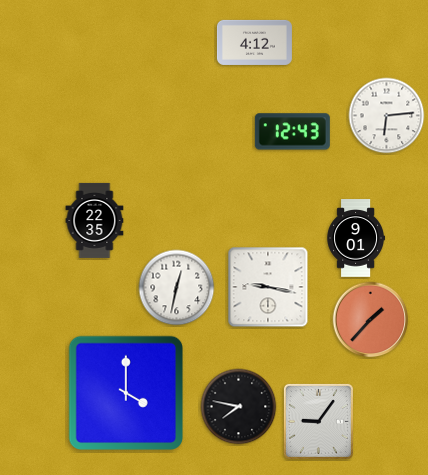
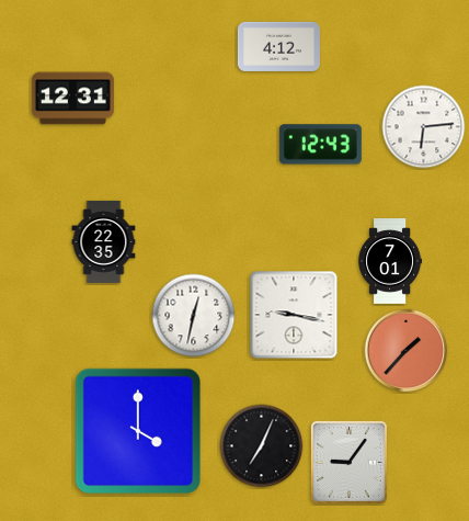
clock at (72, 99): none -> 12:31
clock at (356, 238): 9:01 -> 7:01
clock at (239, 407): 7:47 -> 7:04
